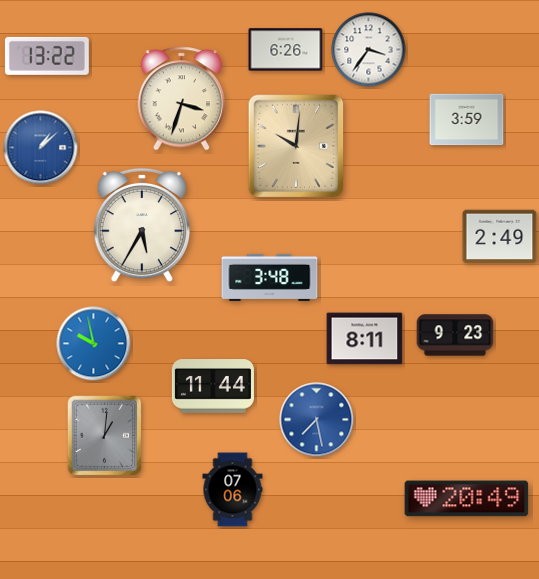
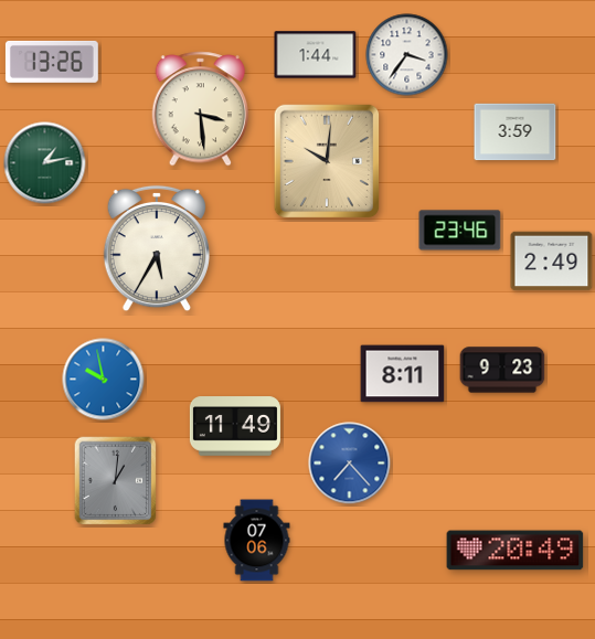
clock at (286, 50): 6:26 -> 1:44
clock at (47, 56): 13:22 -> 13:26
clock at (182, 99): 3:33 -> 3:29
clock at (41, 148): 1:08 -> 1:13
clock at (41, 148) dial: blue -> green
clock at (460, 231): none -> 23:46
clock at (270, 277): 3:48 -> none
clock at (213, 386): 11:44 -> 11:49
clock at (317, 420): 7:28 -> 7:23
